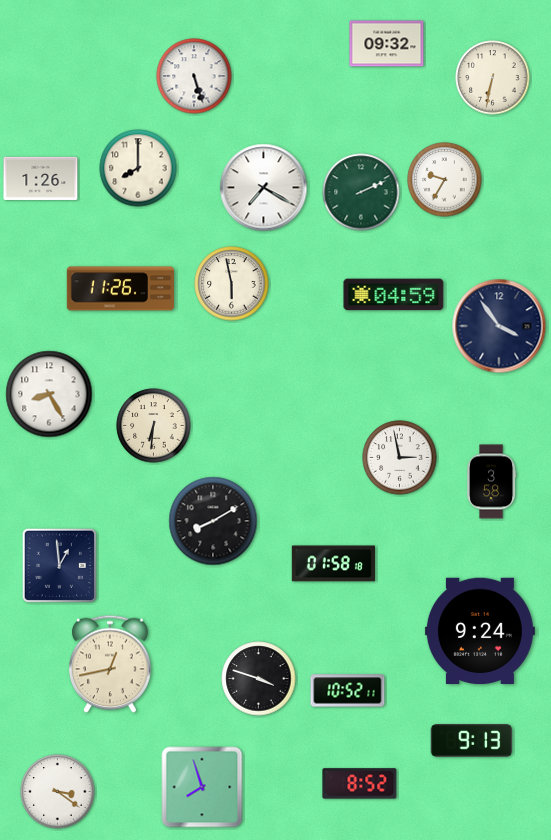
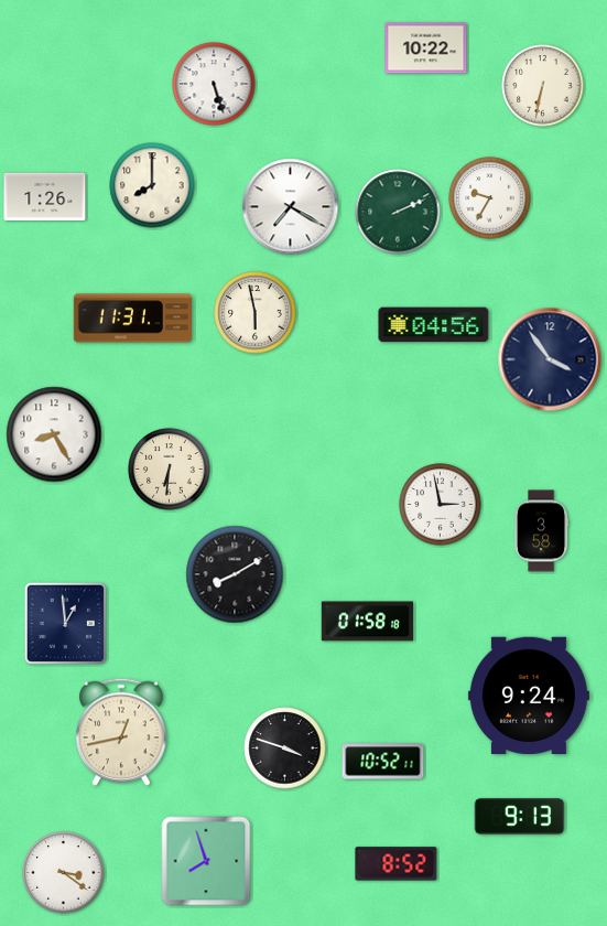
clock at (387, 44): 09:32 -> 10:22
clock at (120, 289): 11:26 -> 11:31
clock at (394, 295): 04:59 -> 04:56
clock at (202, 787) position: (202, 787) -> (206, 861)
